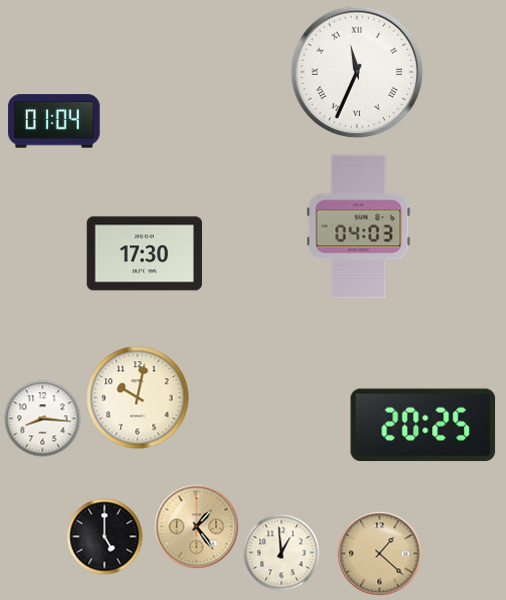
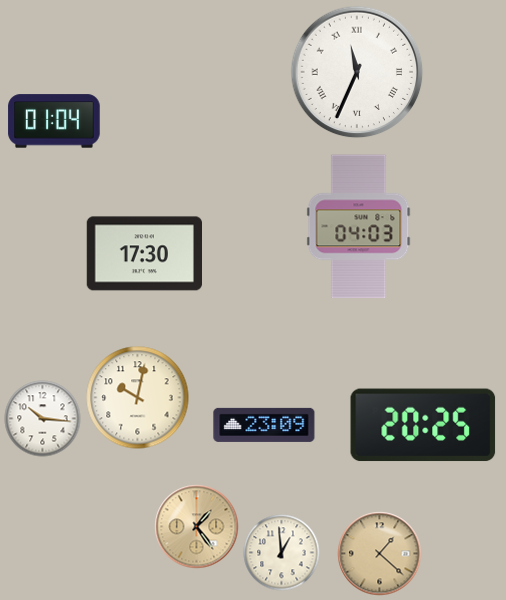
clock at (43, 419): 8:16 -> 10:16
clock at (264, 425): none -> 23:09
clock at (105, 537): 5:00 -> none
